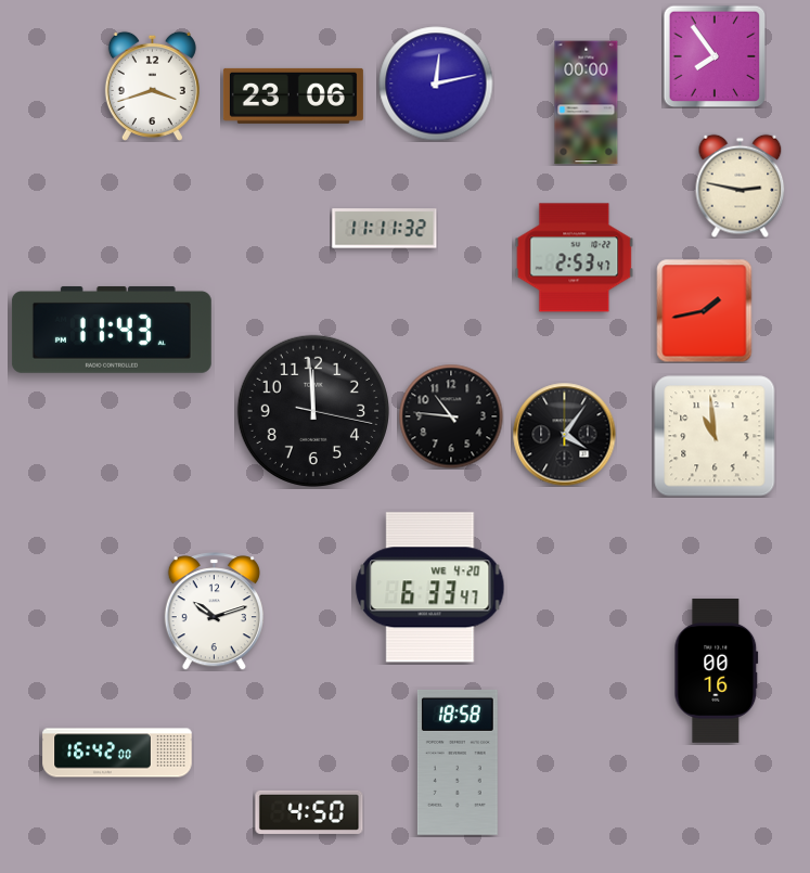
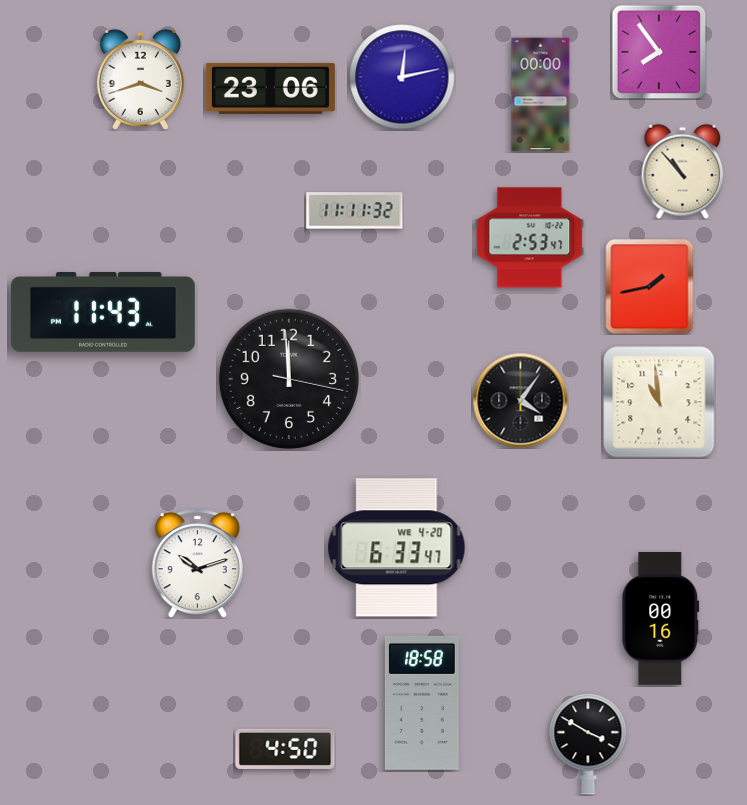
clock at (741, 185): 2:47 -> 10:53
clock at (112, 330) position: (112, 330) -> (103, 312)
clock at (451, 416): 10:46 -> none
clock at (430, 588) position: (430, 588) -> (397, 548)
clock at (117, 753): 16:42 -> none
clock at (588, 744): none -> 3:50
